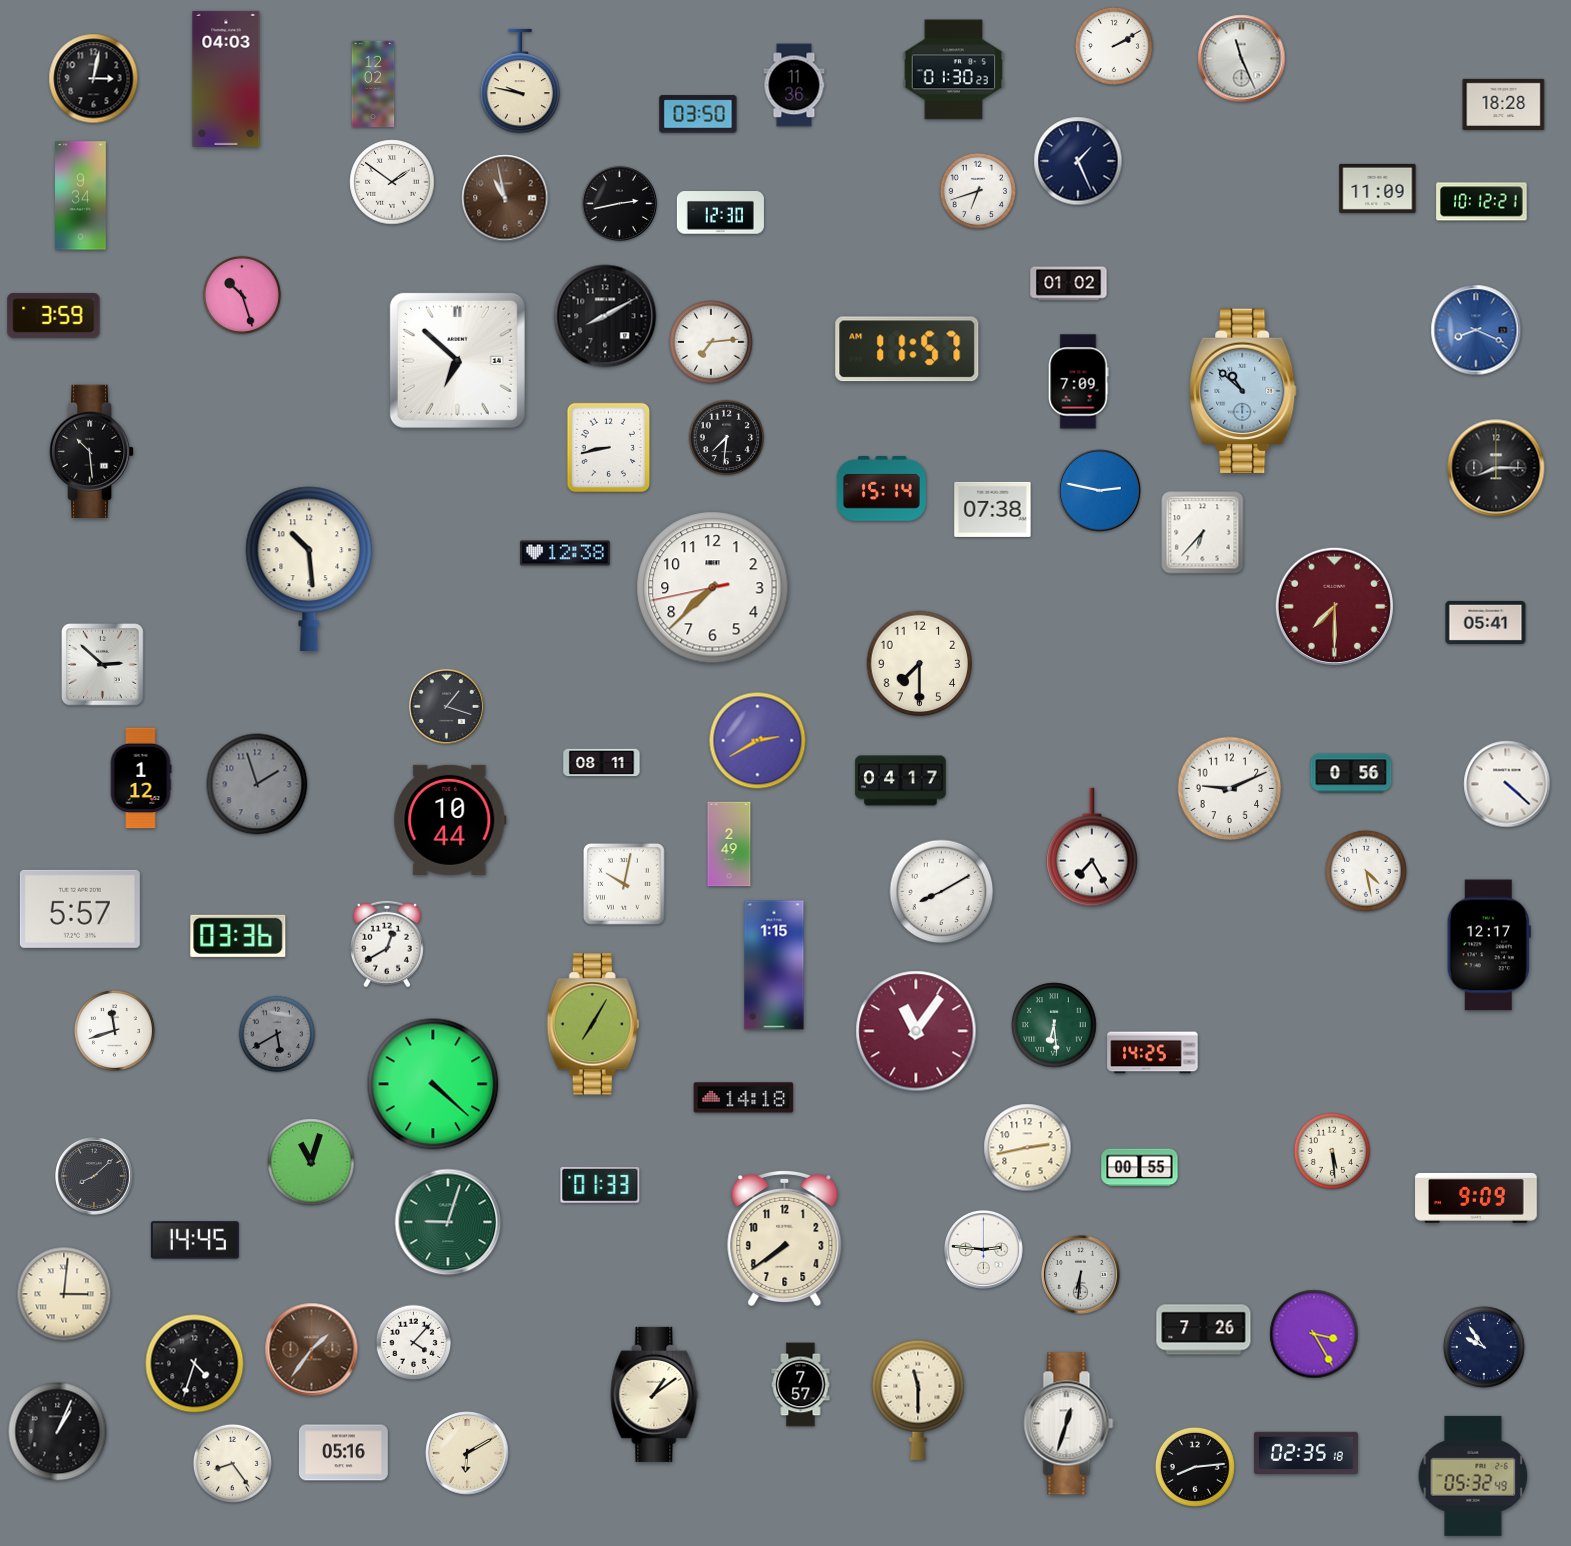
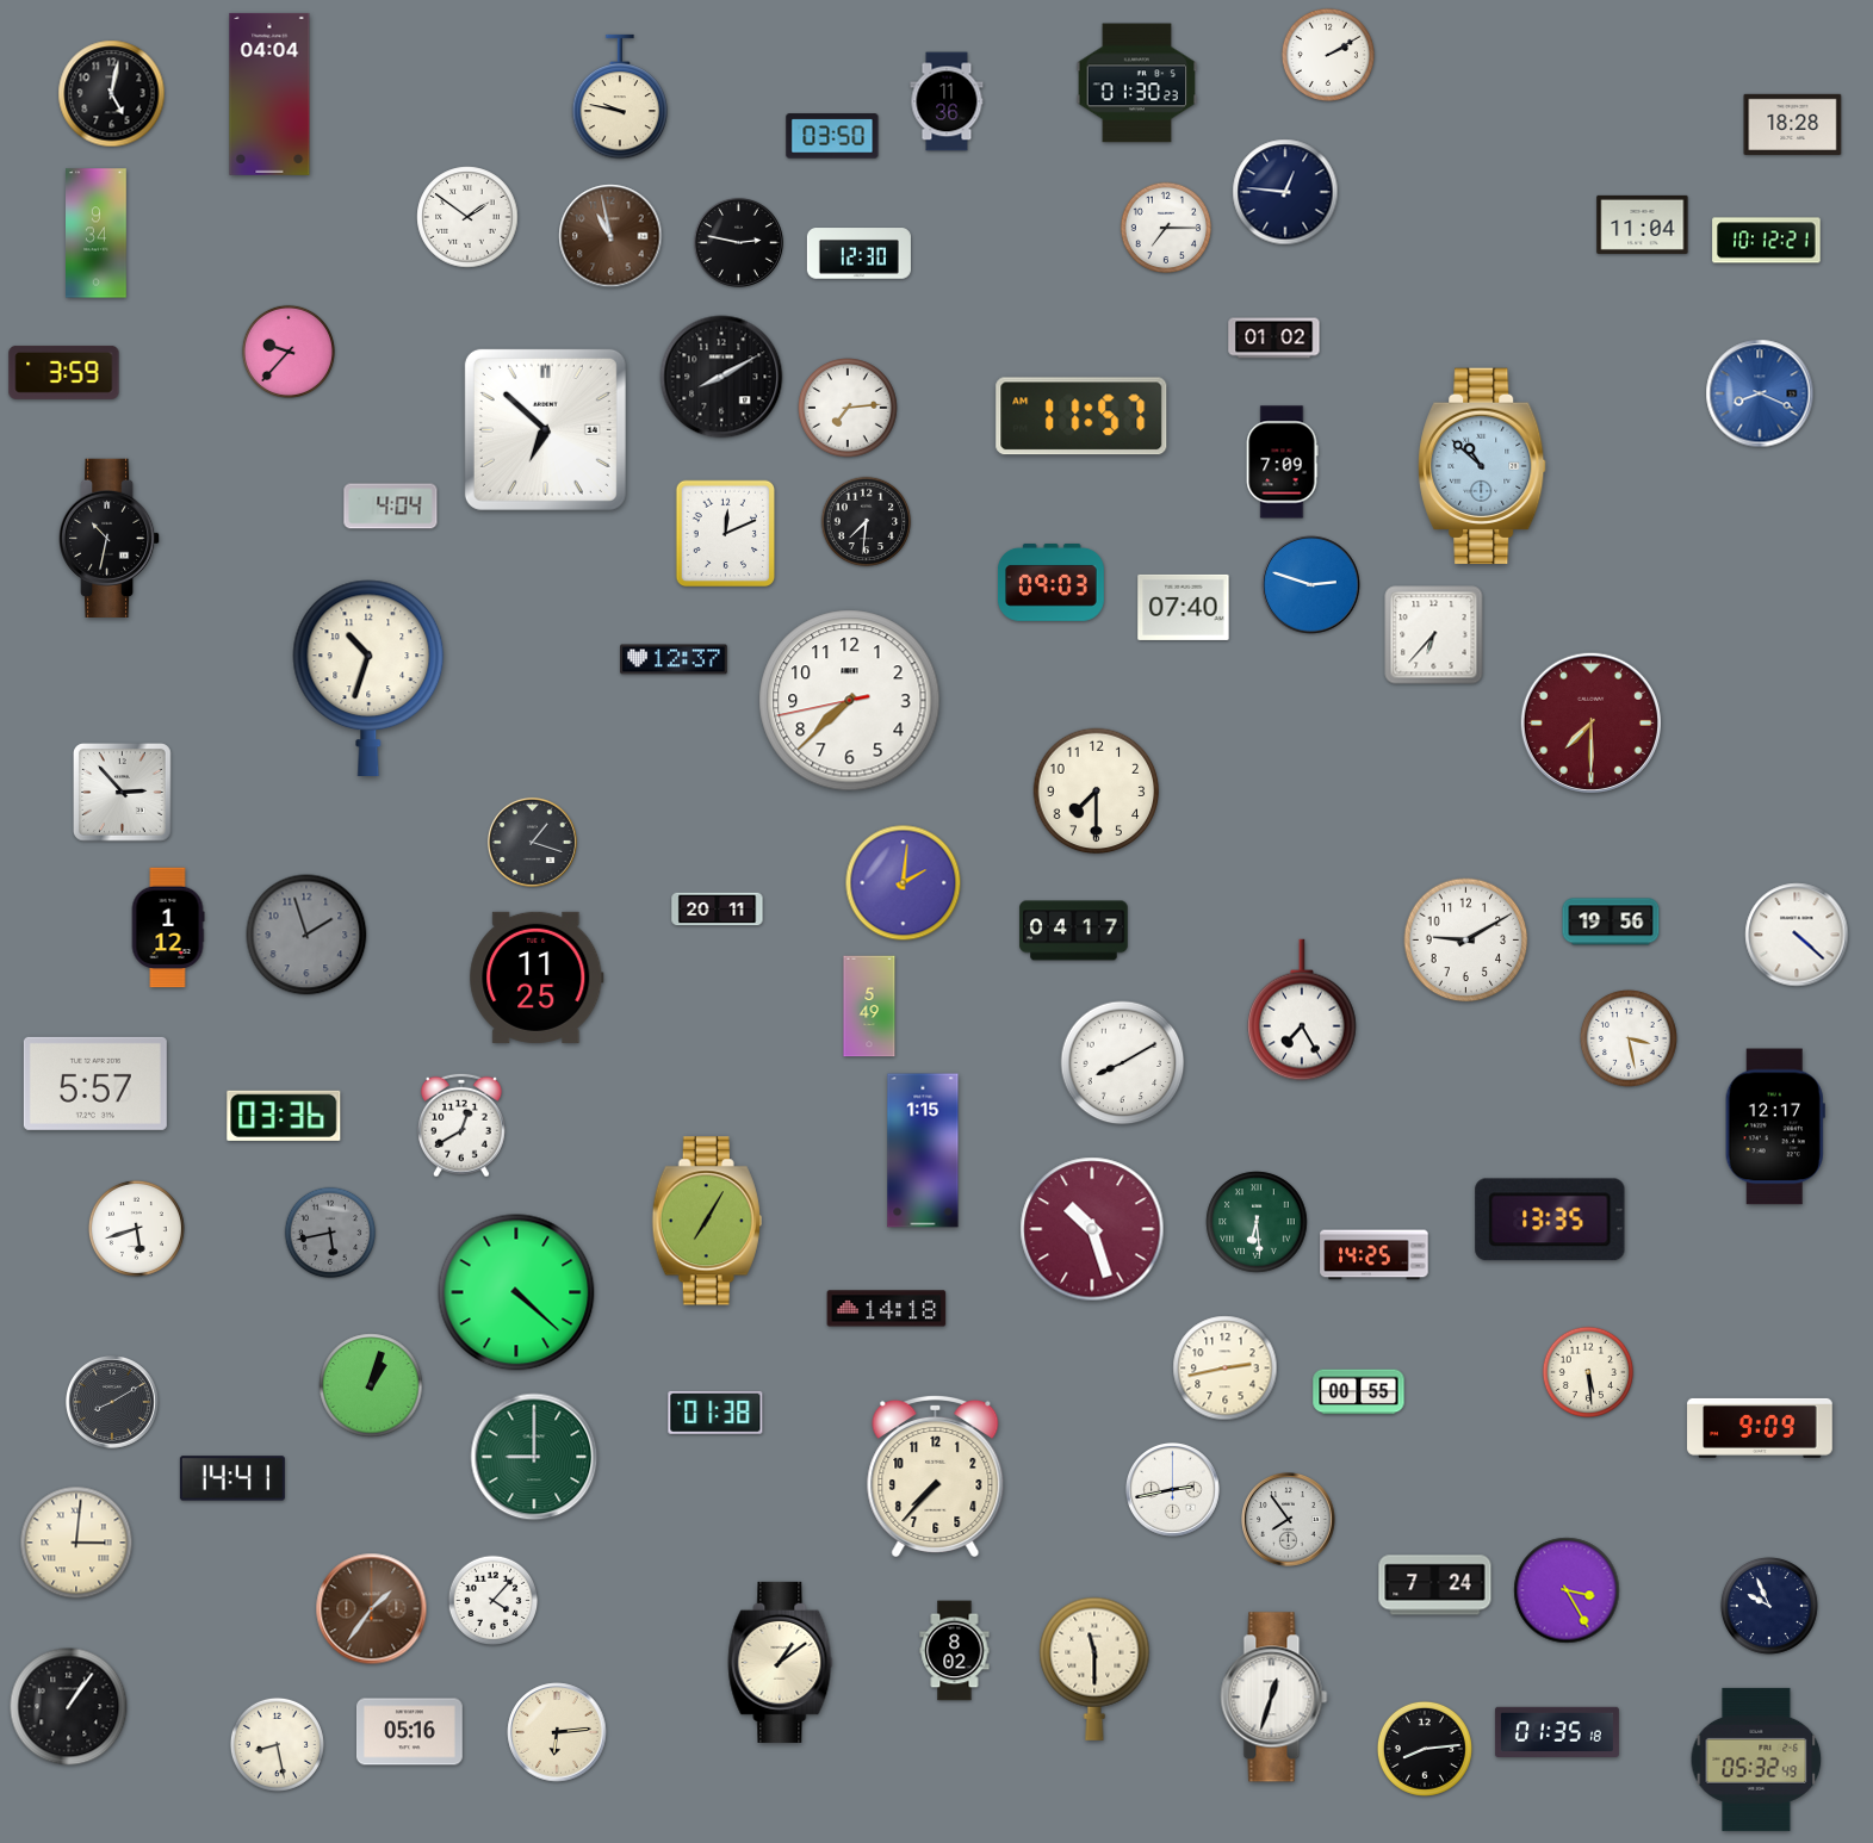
clock at (1242, 59): 11:26 -> none
clock at (94, 79): 3:02 -> 5:02
clock at (226, 79): 04:03 -> 04:04
clock at (373, 84): 12:02 -> none
clock at (1078, 161): 1:26 -> 12:46
clock at (1378, 188): 11:09 -> 11:04
clock at (978, 191): 6:42 -> 7:15
clock at (505, 198) position: (505, 198) -> (610, 236)
clock at (619, 203): 2:43 -> 2:47
clock at (242, 295): 10:27 -> 9:37
clock at (54, 315) position: (54, 315) -> (64, 372)
clock at (1078, 382) position: (1078, 382) -> (1282, 463)
clock at (391, 507): none -> 4:04
clock at (609, 448): 8:43 -> 12:11
clock at (92, 451): 10:29 -> 10:32
clock at (1496, 468): 8:15 -> none
clock at (882, 489): 15:14 -> 09:03
clock at (1100, 491): 2:47 -> 2:48
clock at (993, 509): 07:38 -> 07:40
clock at (565, 553): 12:38 -> 12:37
clock at (309, 568): 10:29 -> 10:33
clock at (1486, 622): 05:41 -> none
clock at (103, 665): 2:52 -> 2:53
clock at (758, 741): 2:40 -> 2:01
clock at (602, 763): 08:11 -> 20:11
clock at (1351, 773): 0:56 -> 19:56
clock at (1230, 789): 9:11 -> 9:10
clock at (450, 820): 10:44 -> 11:25
clock at (729, 844): 2:49 -> 5:49
clock at (1366, 871): 4:28 -> 3:28
clock at (624, 884): 10:02 -> none
clock at (1550, 1220): none -> 13:35
clock at (114, 1030): 11:42 -> 5:42
clock at (916, 1031): 11:06 -> 10:27
clock at (277, 1034): 5:40 -> 5:43
clock at (311, 1162): 11:03 -> 1:03
clock at (95, 1177): 8:08 -> 8:10
clock at (600, 1185): 01:33 -> 01:38
clock at (448, 1222): 9:03 -> 9:00
clock at (785, 1238): 7:39 -> 7:37
clock at (195, 1240): 14:45 -> 14:41
clock at (984, 1250): 2:46 -> 2:43
clock at (1081, 1275): 6:31 -> 7:54
clock at (1204, 1330): 7:26 -> 7:24
clock at (1484, 1347): 9:54 -> 9:56
clock at (195, 1364): 4:33 -> none
clock at (801, 1385): 7:57 -> 8:02
clock at (58, 1432): 1:04 -> 1:06
clock at (1306, 1452): 02:35 -> 01:35
clock at (467, 1453): 6:10 -> 6:14
clock at (232, 1463): 8:24 -> 8:28
